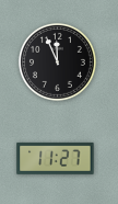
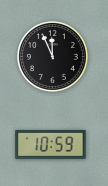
clock at (56, 158): 11:27 -> 10:59
